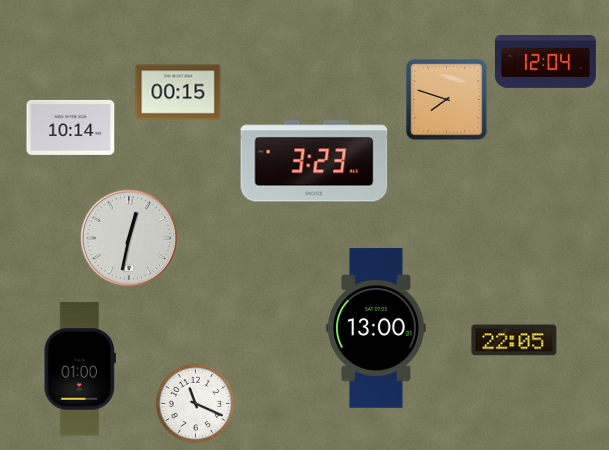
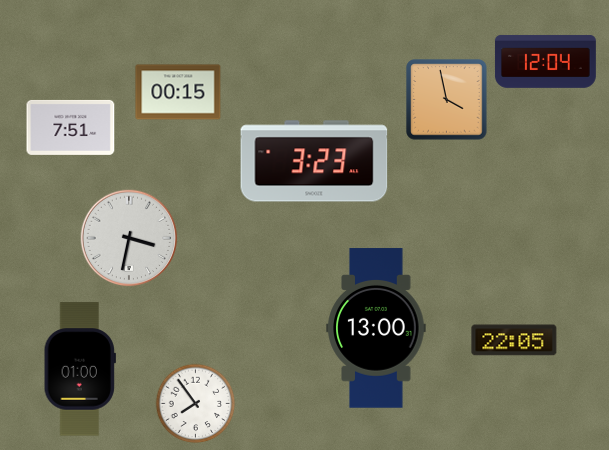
clock at (447, 100): 7:48 -> 3:58
clock at (71, 127): 10:14 -> 7:51
clock at (129, 238): 12:32 -> 3:32
clock at (196, 404): 11:19 -> 7:54
